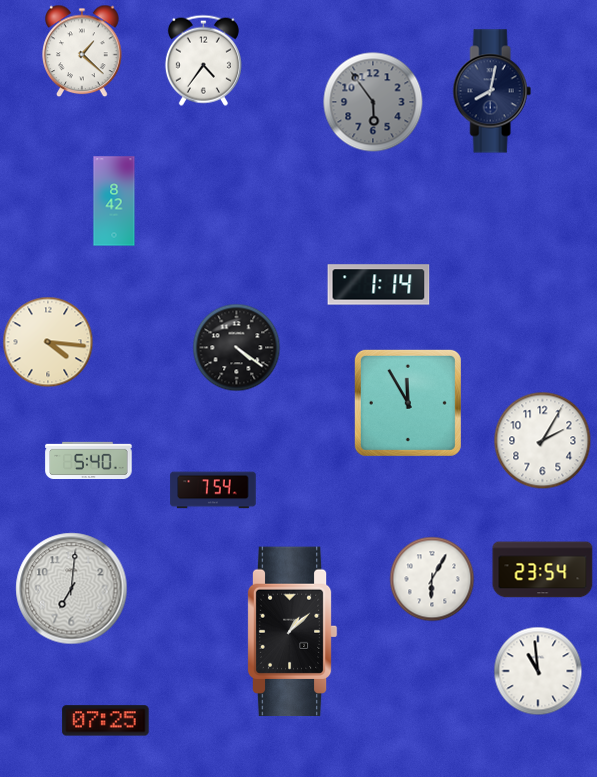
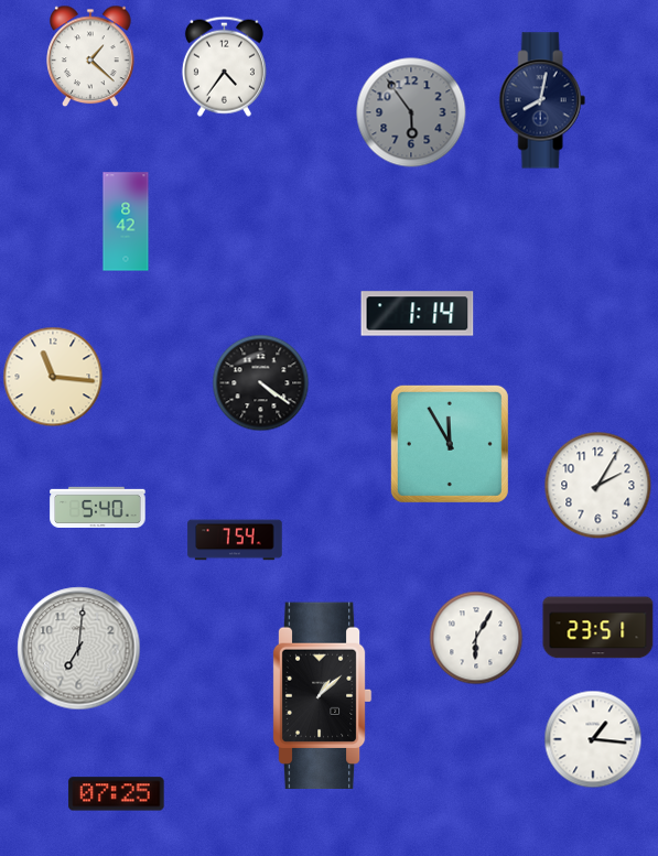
clock at (48, 342): 4:16 -> 11:16
clock at (543, 570): 23:54 -> 23:51
clock at (538, 671): 10:59 -> 1:16
